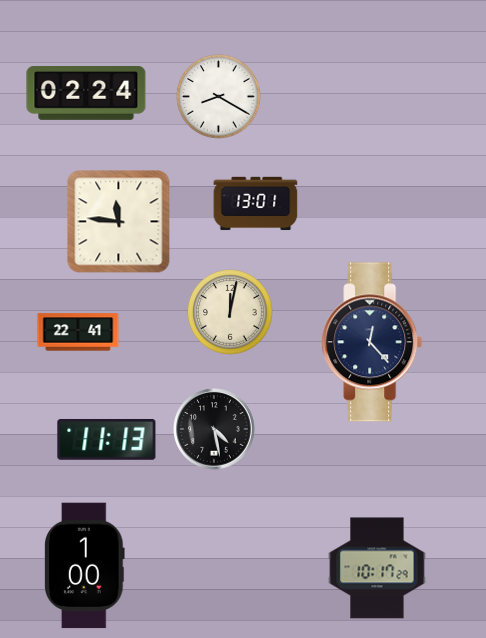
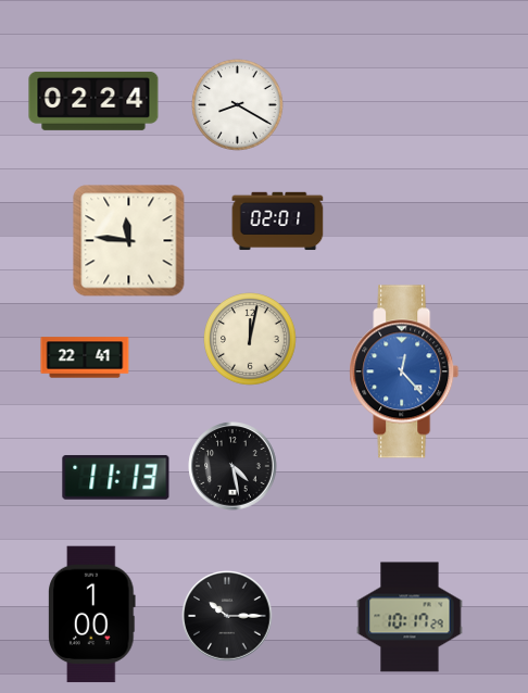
clock at (256, 204): 13:01 -> 02:01
clock at (78, 332) position: (78, 332) -> (85, 357)
clock at (372, 342) dial: navy -> blue
clock at (227, 616): none -> 10:15
